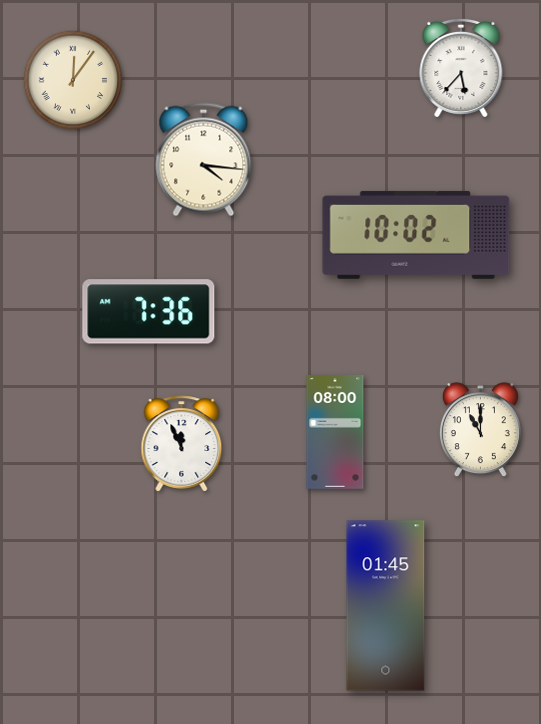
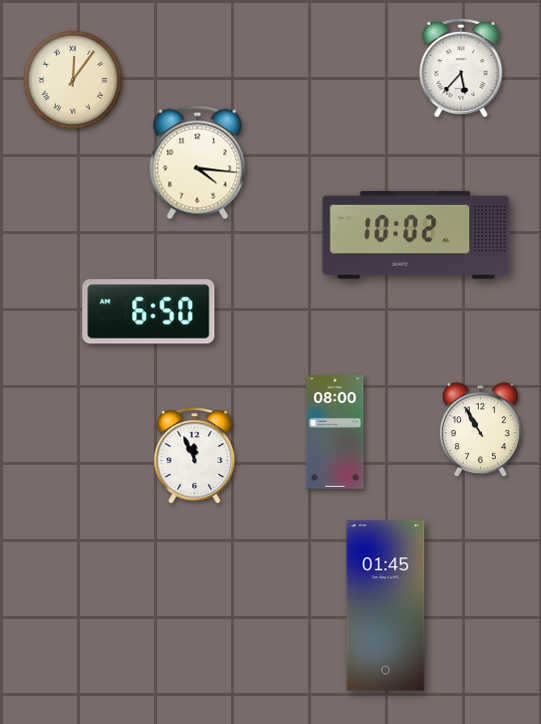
clock at (204, 160) position: (204, 160) -> (198, 163)
clock at (149, 312): 7:36 -> 6:50
clock at (480, 430): 11:00 -> 10:55
clock at (182, 444) position: (182, 444) -> (195, 456)
